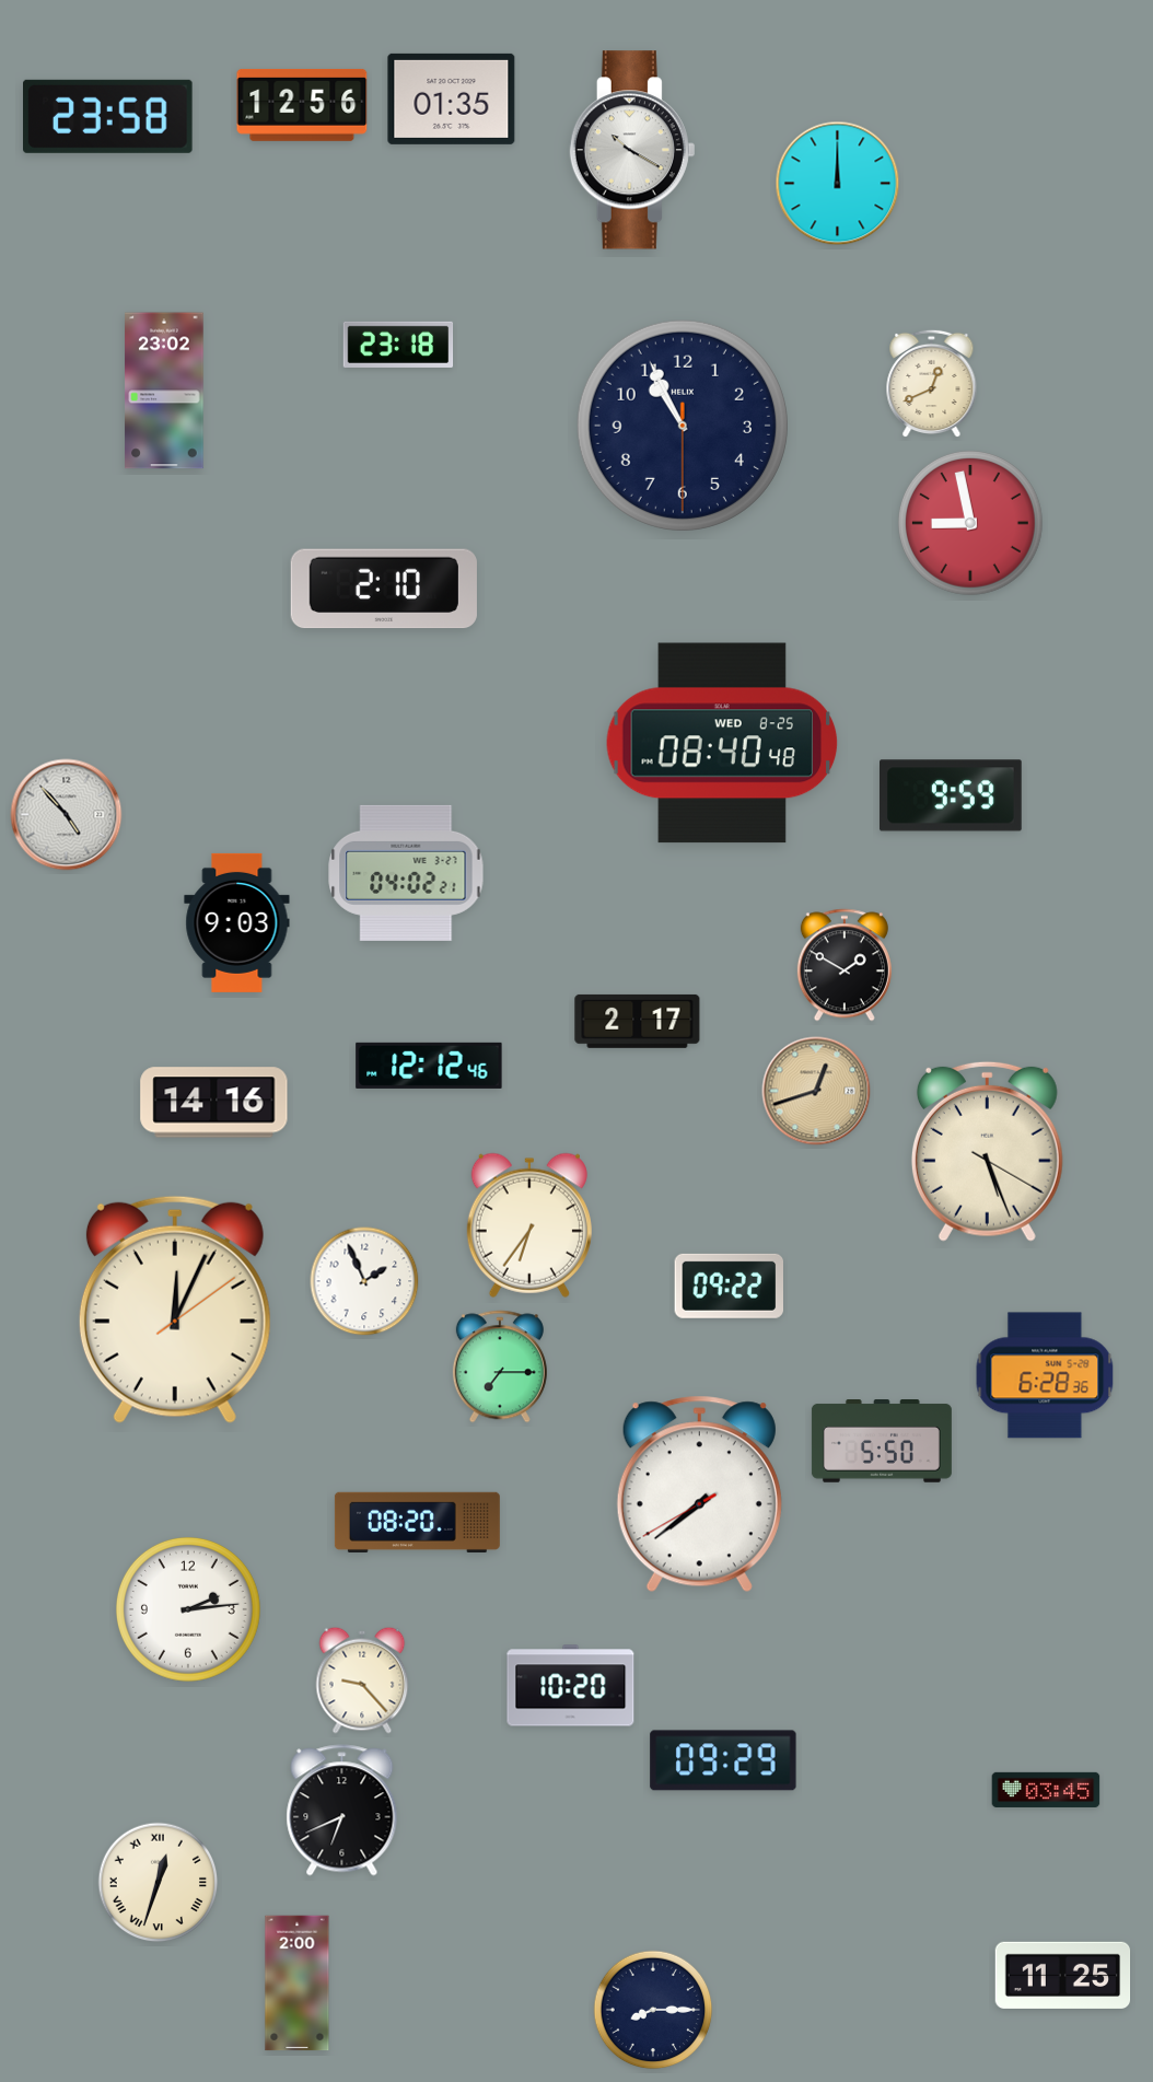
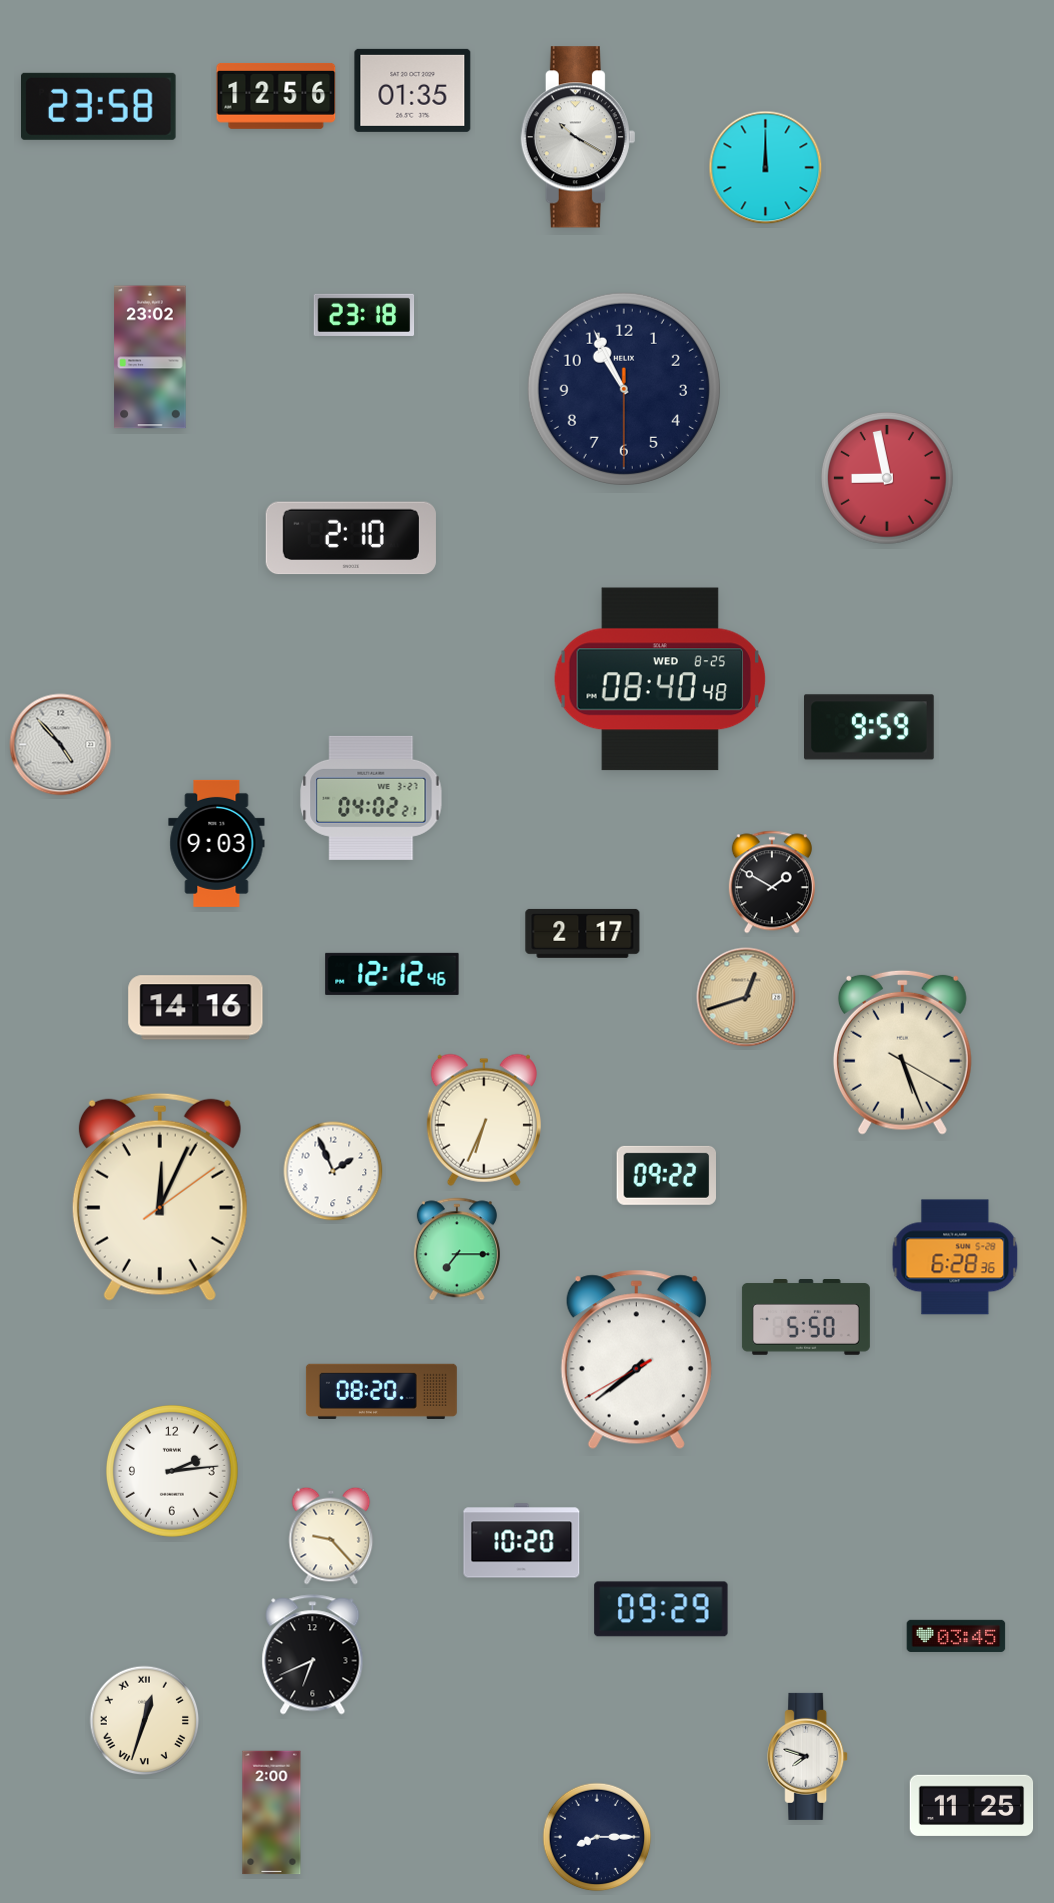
clock at (932, 384): 12:41 -> none
clock at (529, 1225): 6:36 -> 6:34
clock at (699, 1494) position: (699, 1494) -> (636, 1360)
clock at (808, 1756): none -> 7:48
